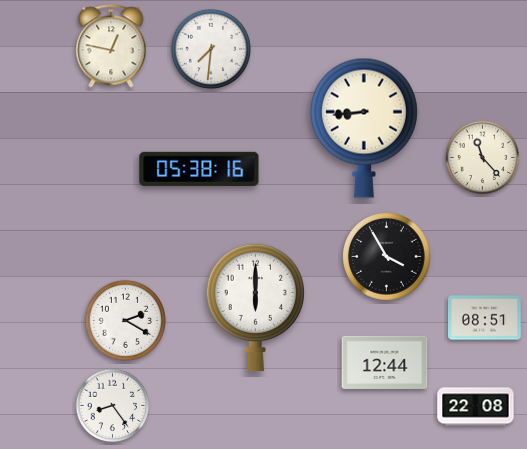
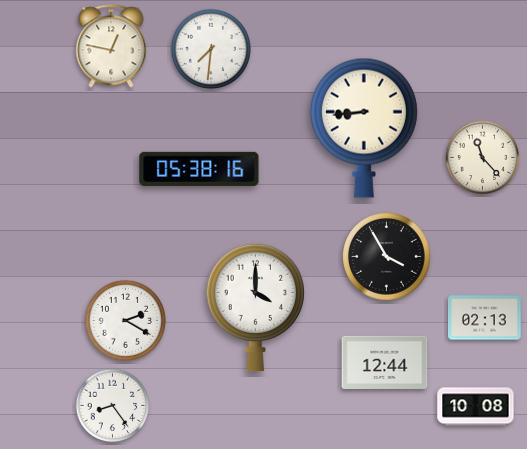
clock at (255, 307): 6:00 -> 4:00
clock at (485, 318): 08:51 -> 02:13
clock at (476, 407): 22:08 -> 10:08
